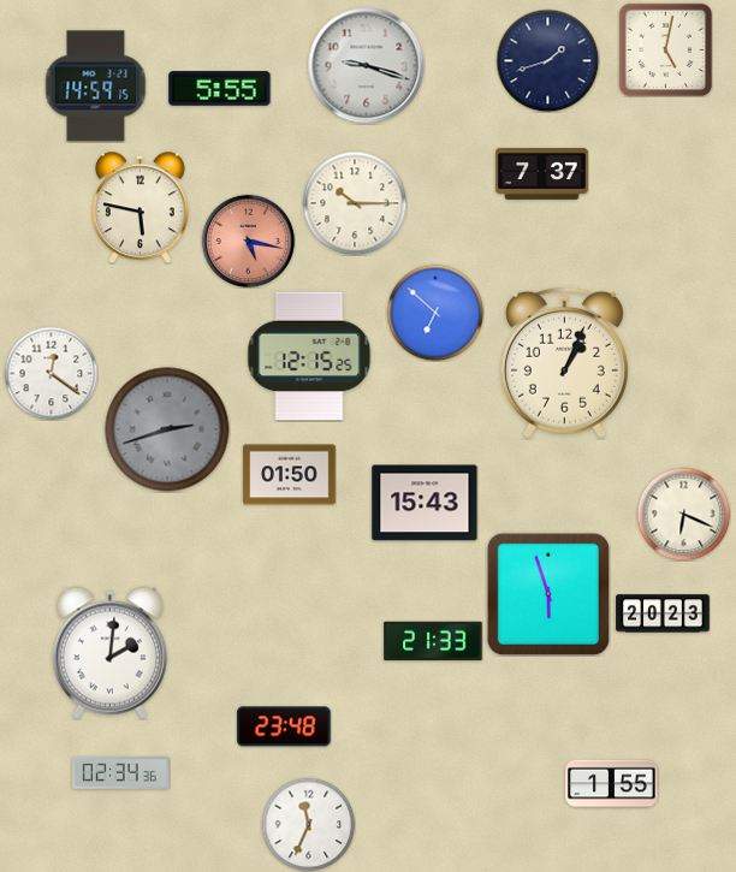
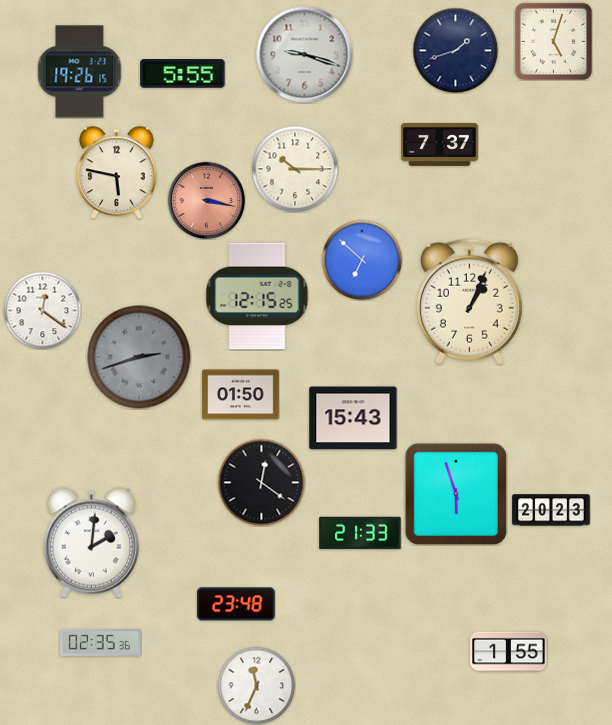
clock at (665, 49): 5:02 -> 5:03
clock at (96, 87): 14:59 -> 19:26
clock at (542, 173) position: (542, 173) -> (440, 144)
clock at (248, 241): 5:17 -> 3:17
clock at (683, 514): 6:19 -> none
clock at (261, 482): none -> 12:21
clock at (121, 772): 02:34 -> 02:35
